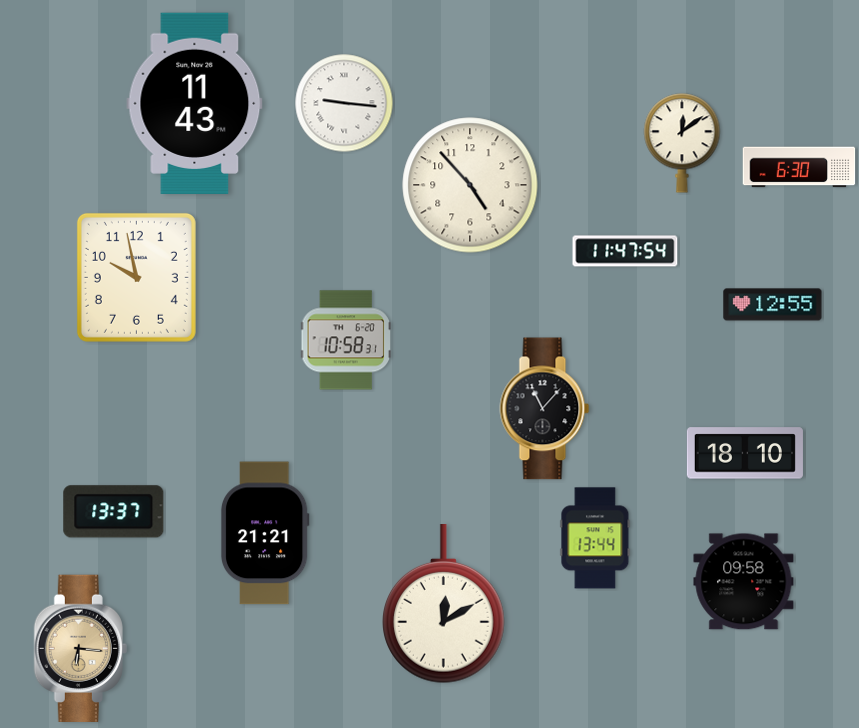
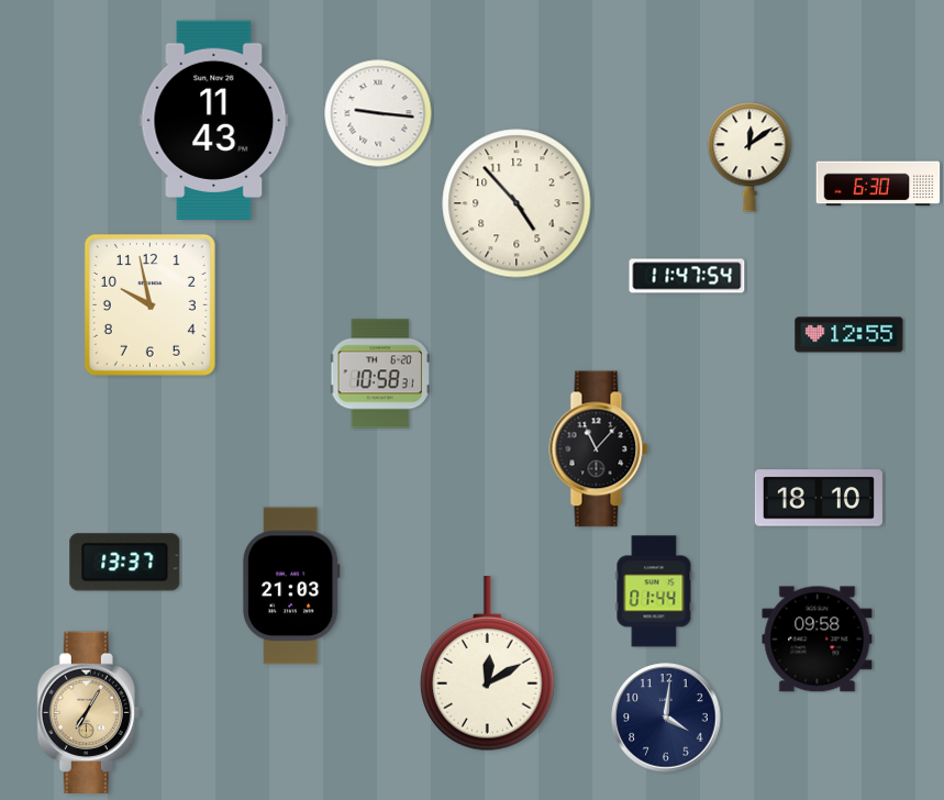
clock at (195, 103) position: (195, 103) -> (214, 120)
clock at (265, 533): 21:21 -> 21:03
clock at (595, 538): 13:44 -> 01:44
clock at (80, 649): 6:16 -> 7:05
clock at (666, 718): none -> 4:01
